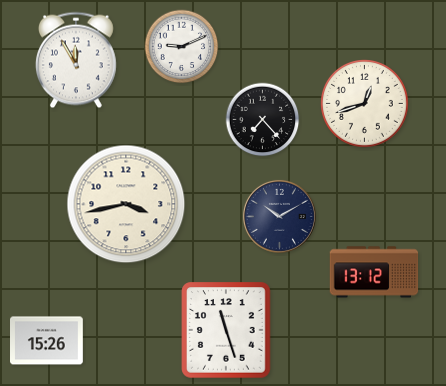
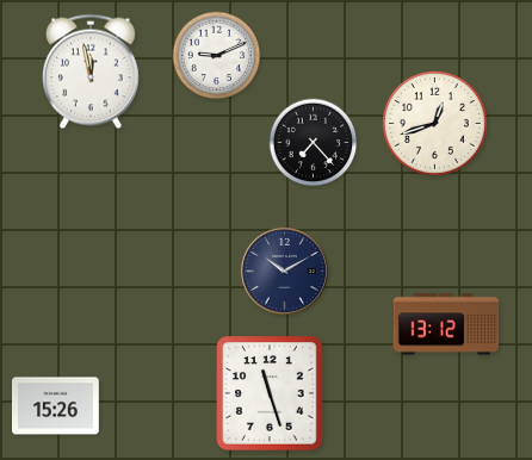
clock at (76, 60): 11:55 -> 11:58
clock at (126, 204): 3:43 -> none
clock at (279, 216) position: (279, 216) -> (284, 271)
